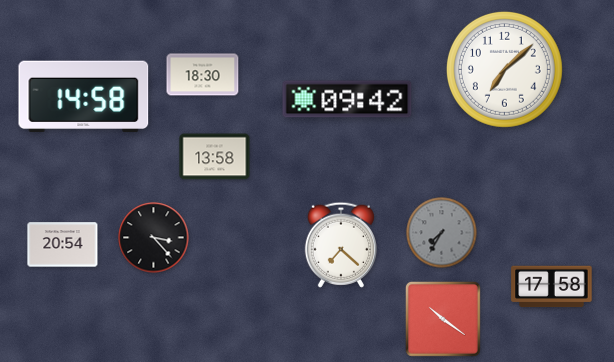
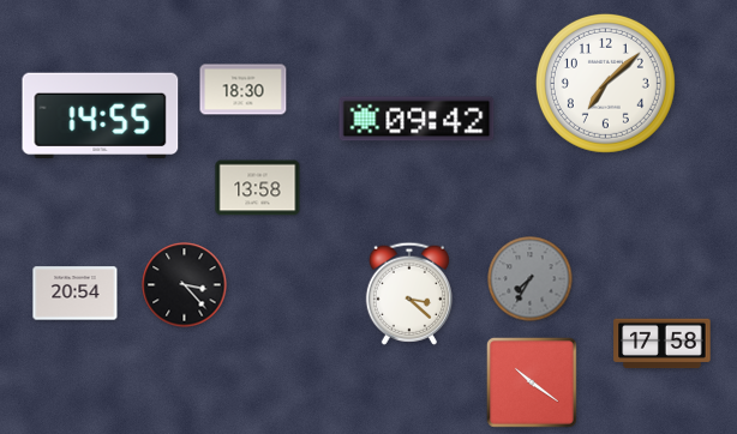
clock at (84, 97): 14:58 -> 14:55
clock at (341, 245): 7:22 -> 3:22
